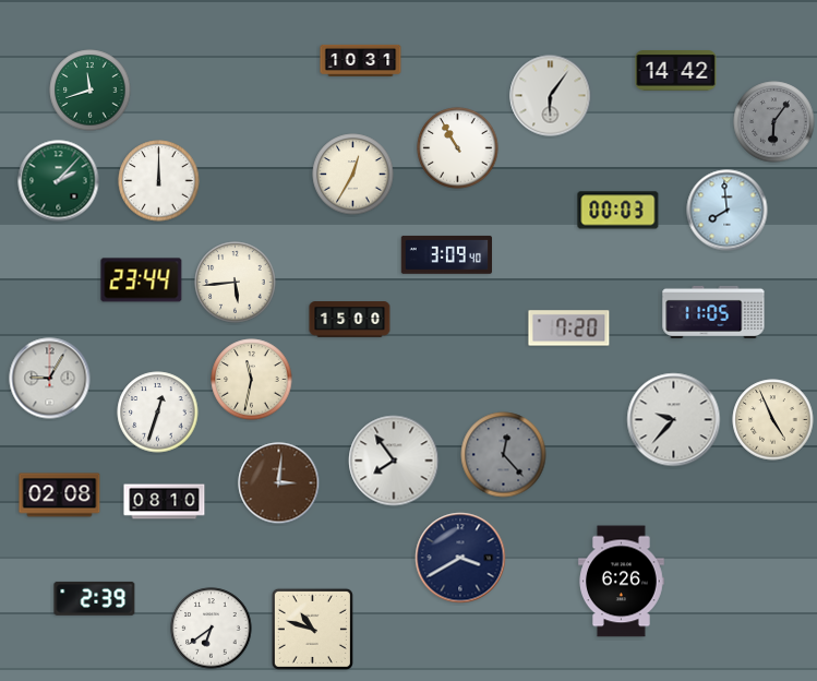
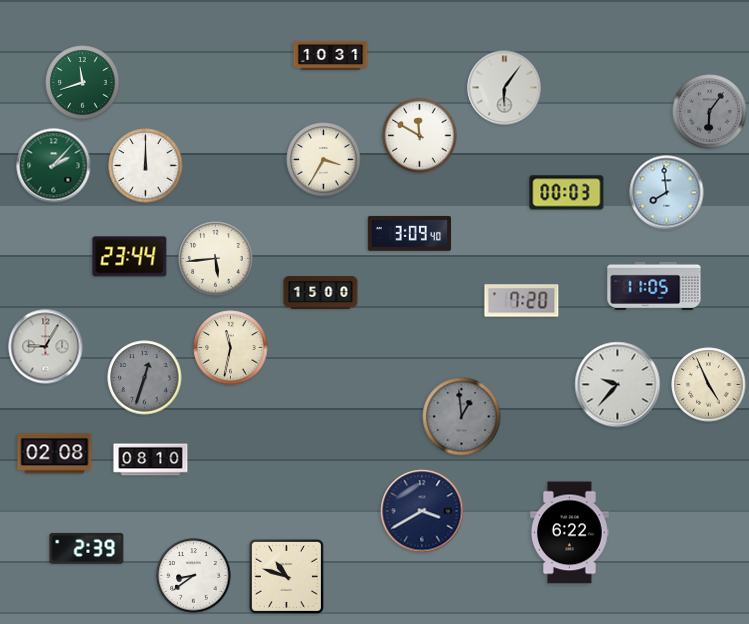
clock at (676, 71): 14:42 -> none
clock at (458, 148): 10:55 -> 11:50
clock at (353, 175): 12:35 -> 3:35
clock at (158, 413) dial: white -> grey
clock at (504, 455): 12:23 -> 12:59
clock at (394, 461): 7:54 -> none
clock at (279, 483): 3:01 -> none
clock at (622, 582): 6:26 -> 6:22
clock at (212, 629): 6:39 -> 8:39
